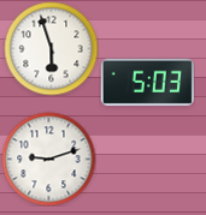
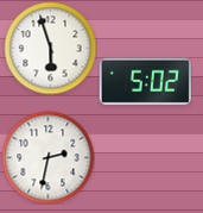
clock at (147, 83): 5:03 -> 5:02
clock at (48, 159): 9:12 -> 2:32
